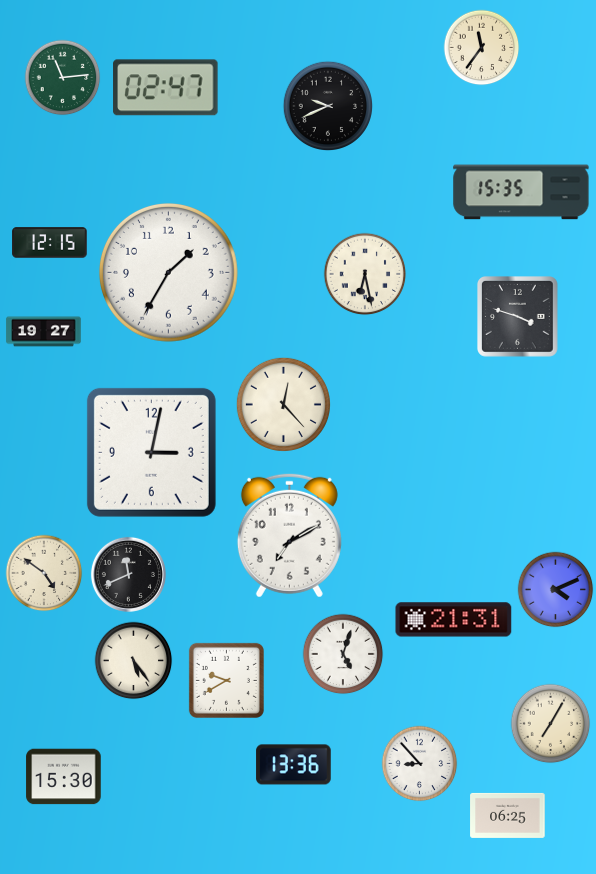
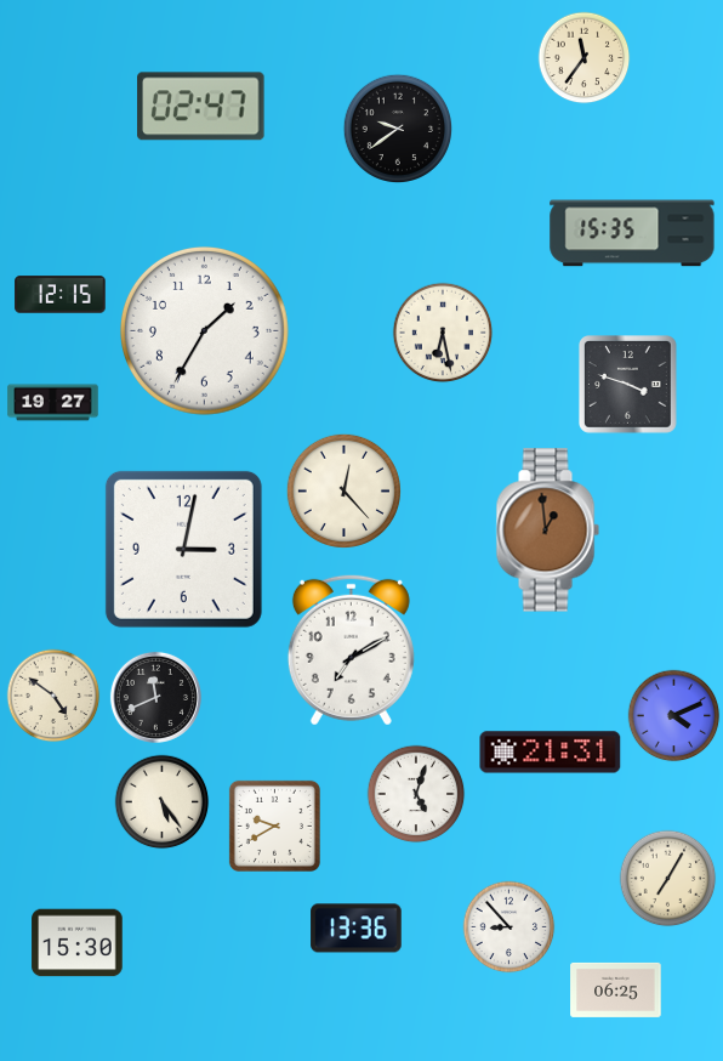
clock at (63, 78): 11:14 -> none
clock at (327, 105): 9:41 -> 9:39
clock at (547, 530): none -> 12:59
